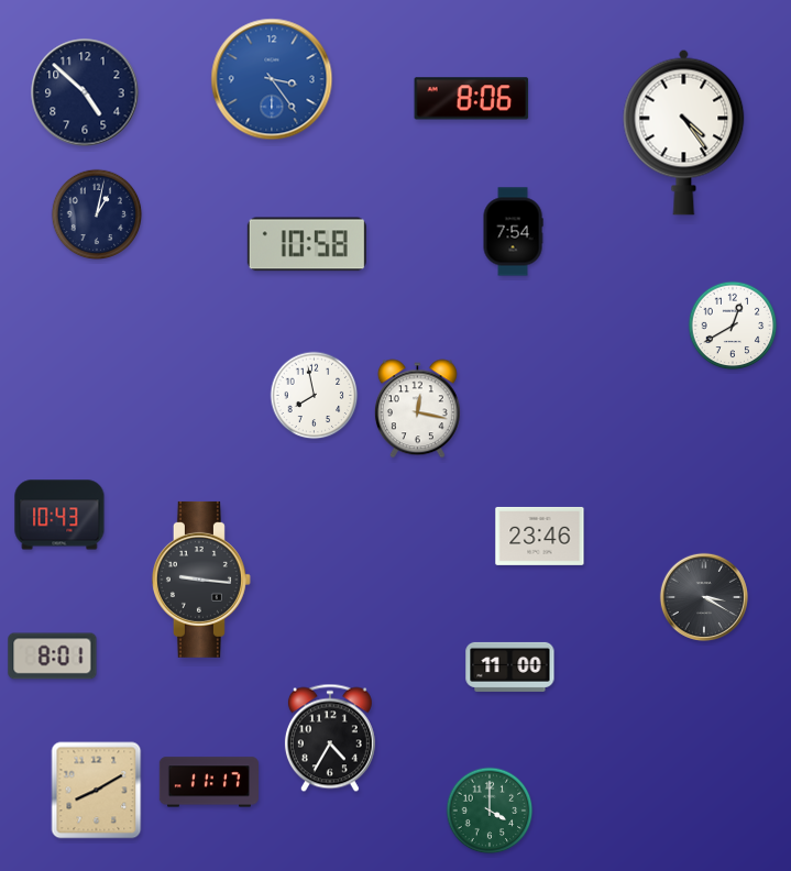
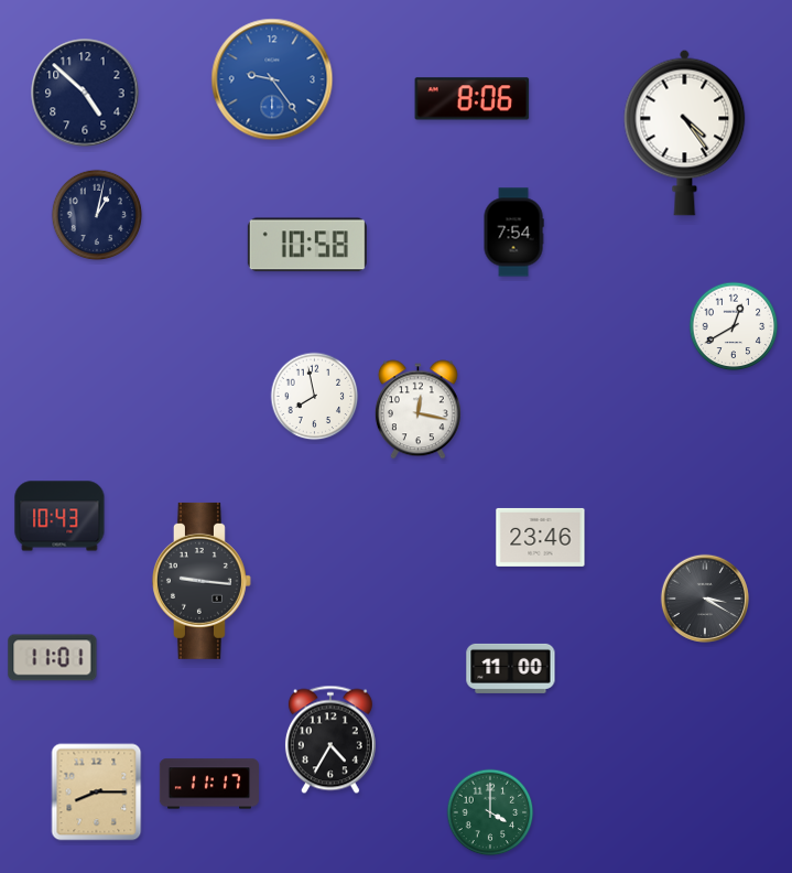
clock at (272, 79): 3:24 -> 9:24
clock at (53, 657): 8:01 -> 11:01
clock at (97, 791): 8:10 -> 8:15
